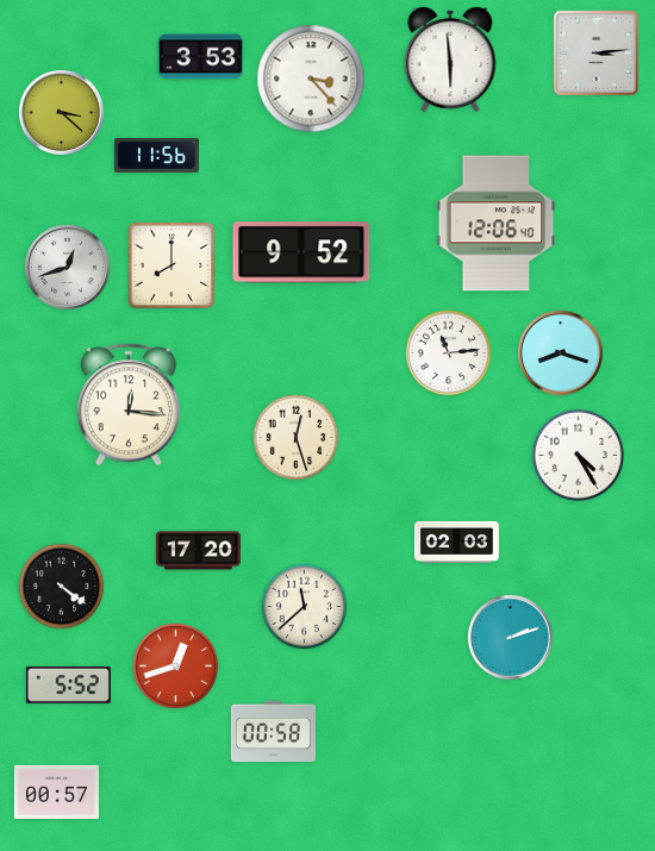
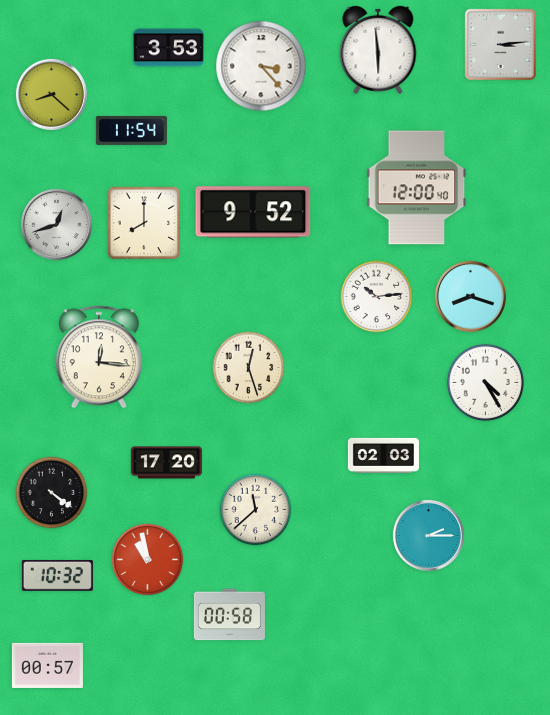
clock at (61, 112): 3:22 -> 8:22
clock at (156, 155): 11:56 -> 11:54
clock at (497, 224): 12:06 -> 12:00
clock at (449, 353): 11:14 -> 10:14
clock at (129, 405) position: (129, 405) -> (99, 357)
clock at (510, 637): 2:12 -> 2:15
clock at (176, 667): 12:42 -> 10:58
clock at (68, 684): 5:52 -> 10:32
